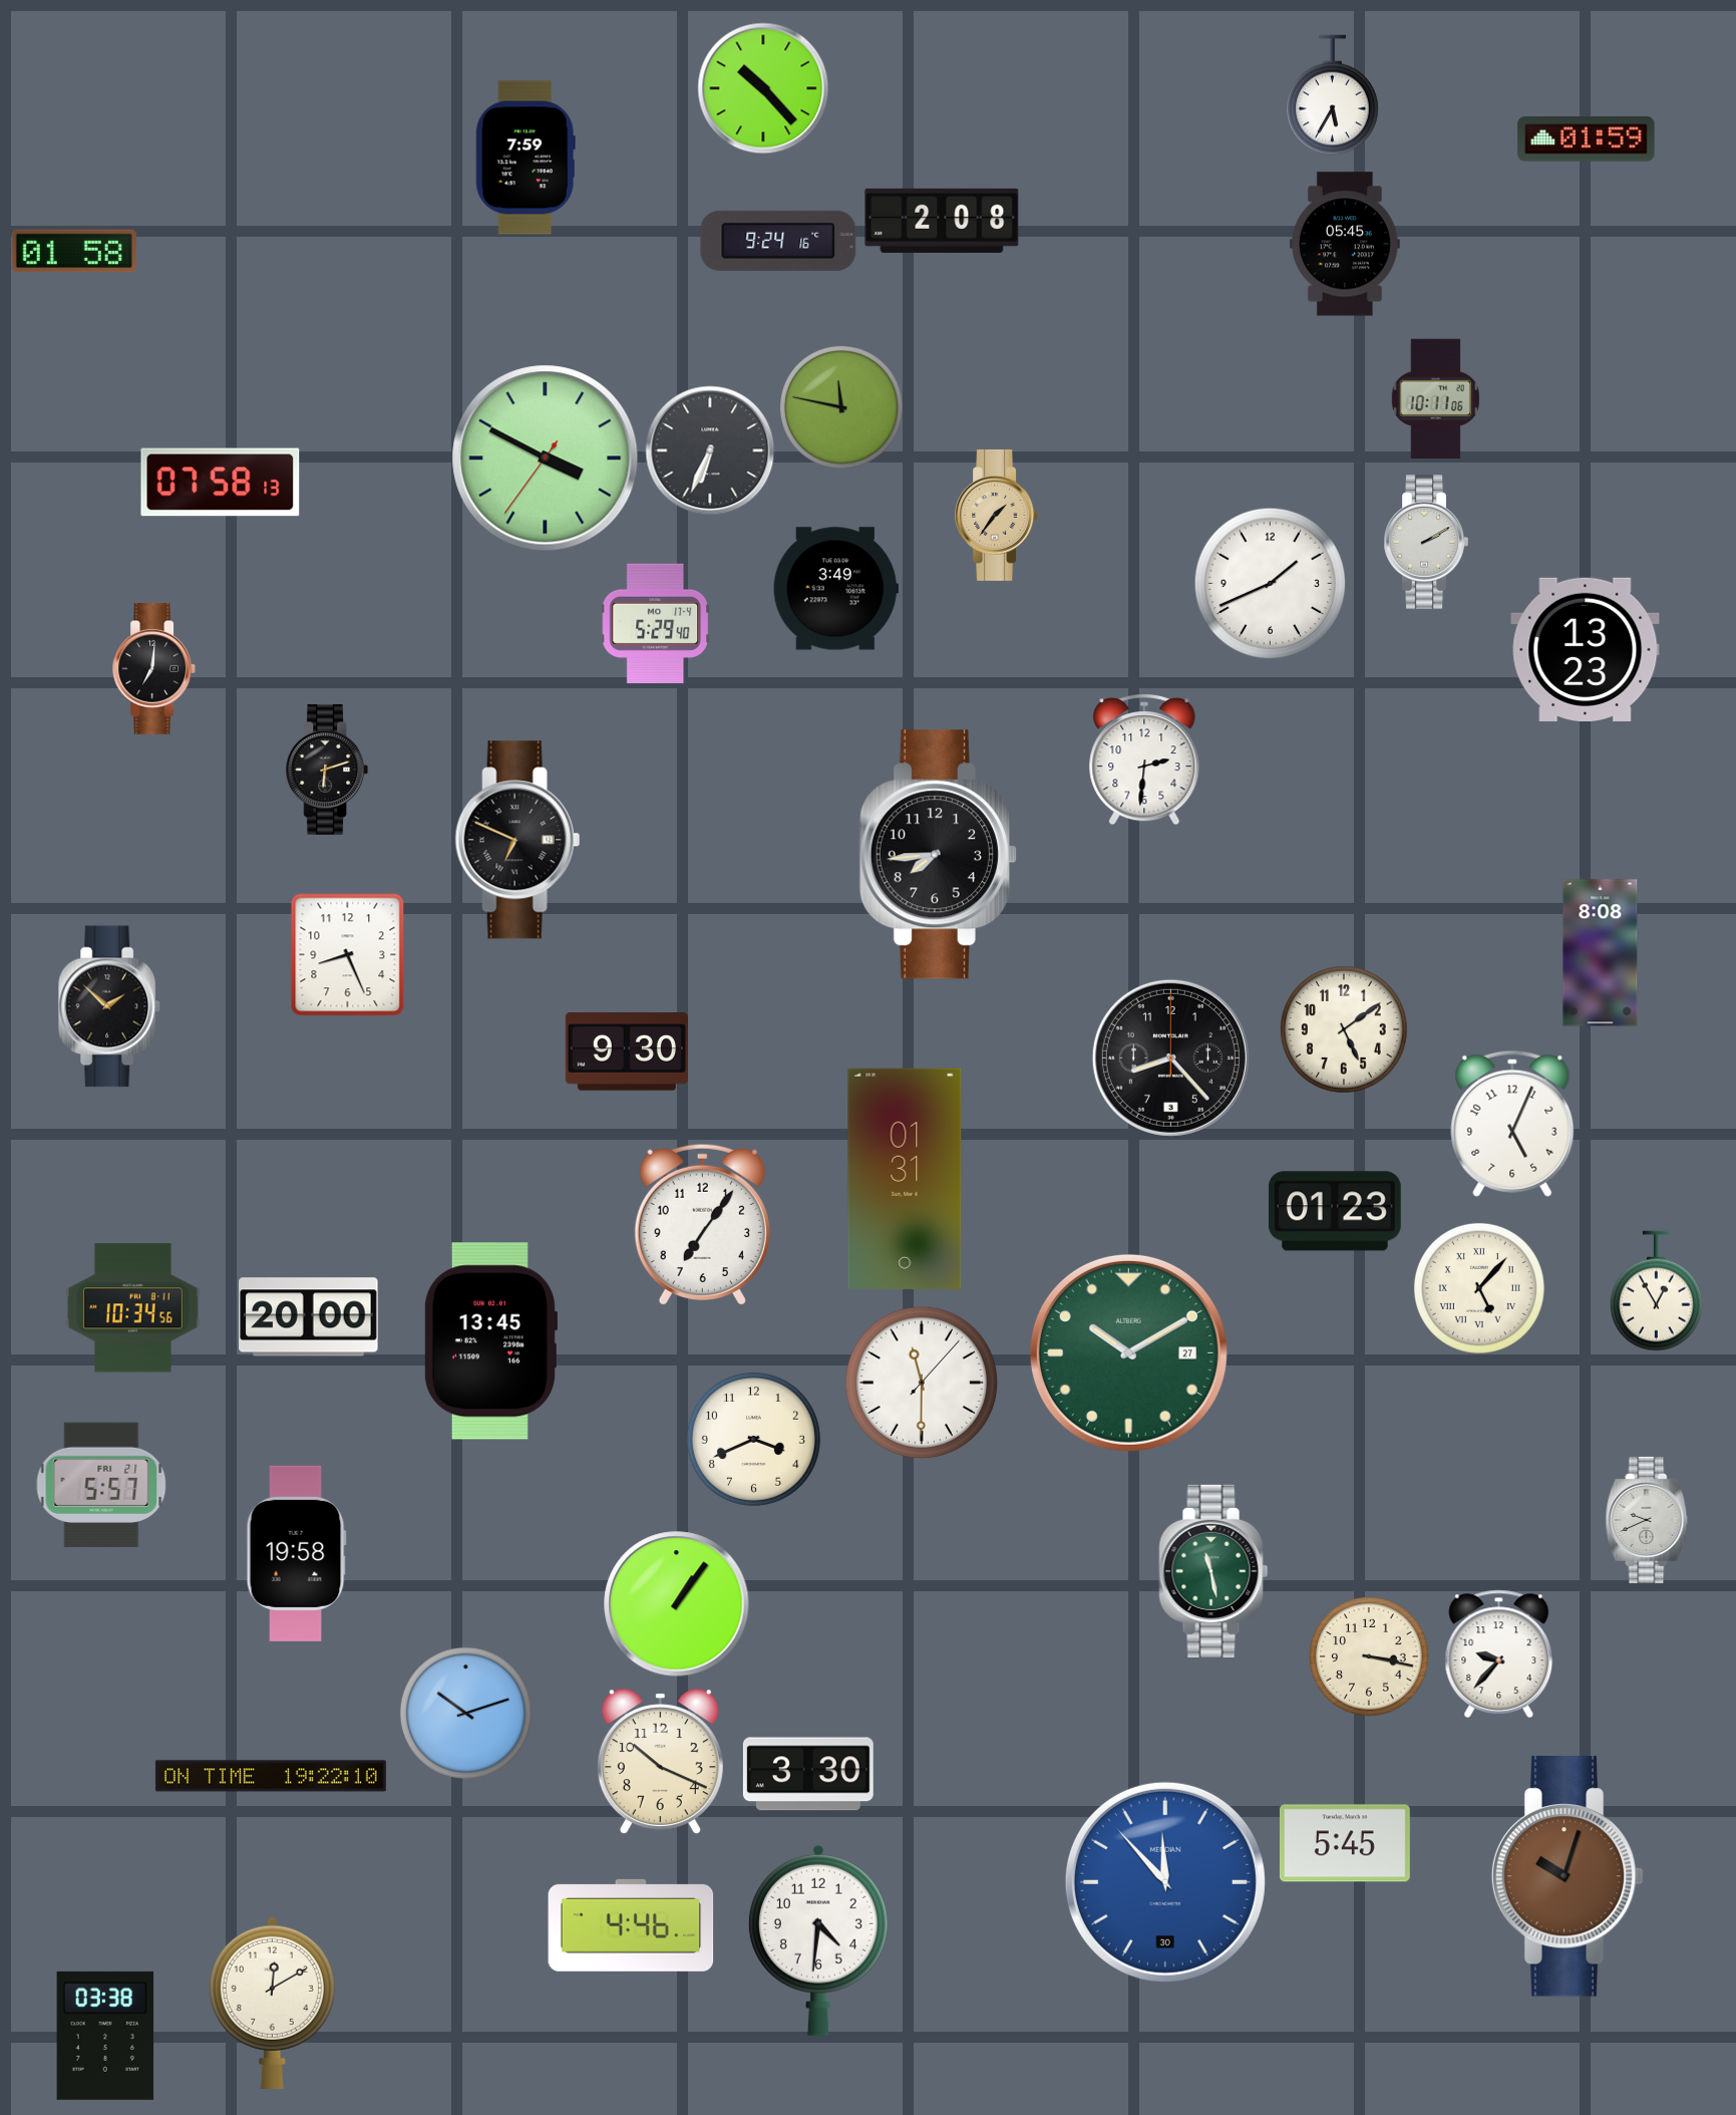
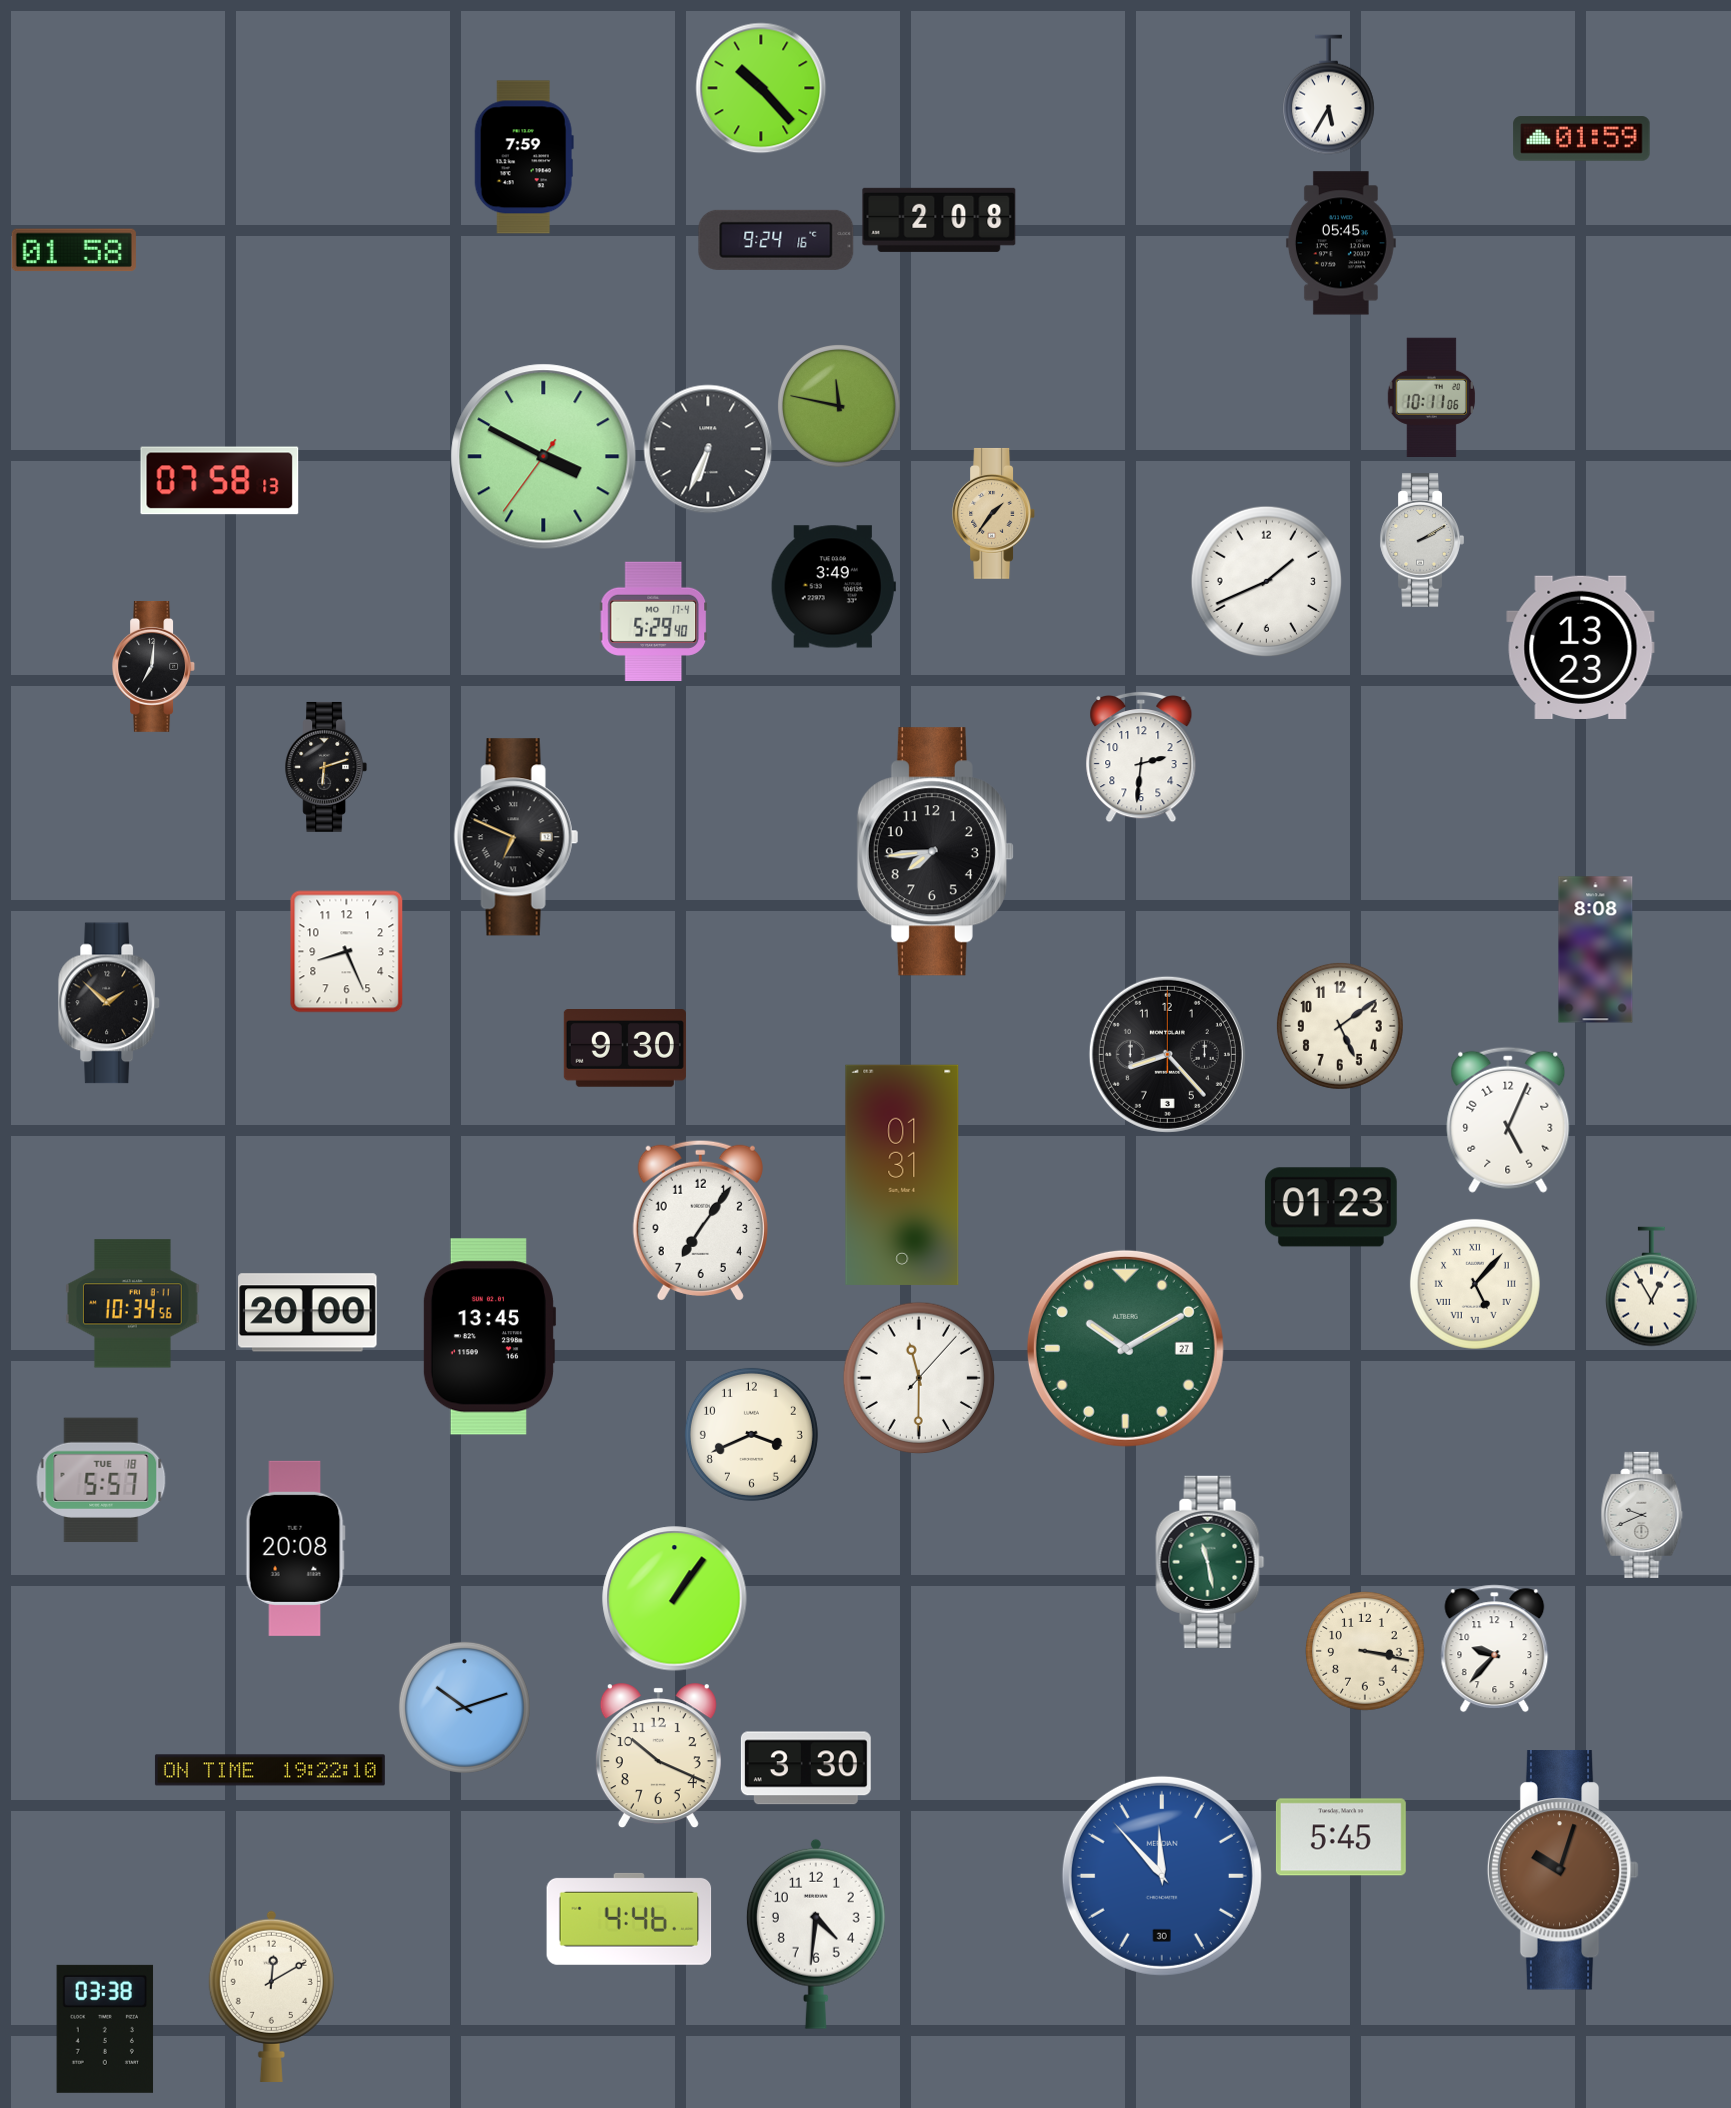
clock at (101, 1485) date: FRI 21 -> TUE 18
clock at (296, 1553): 19:58 -> 20:08
clock at (1213, 1571) position: (1213, 1571) -> (1210, 1562)
